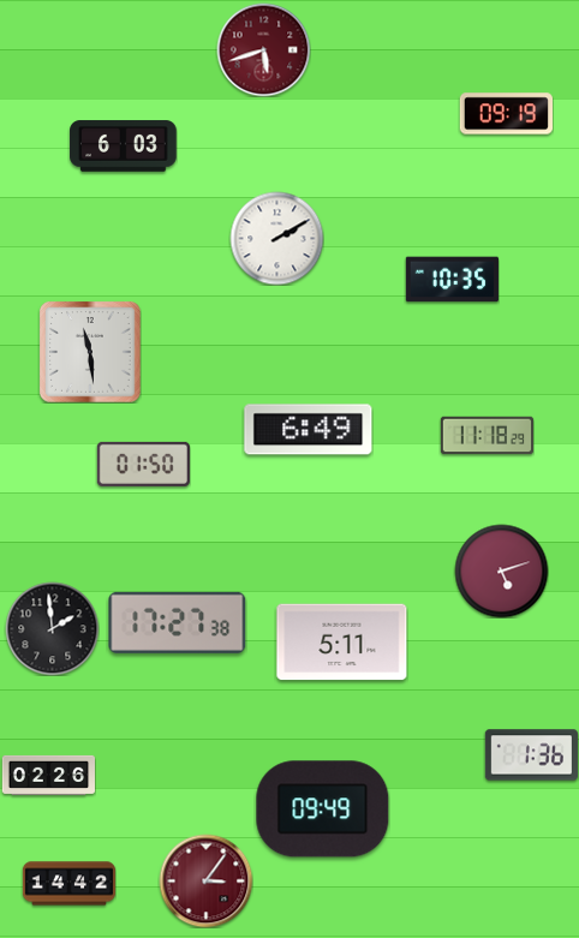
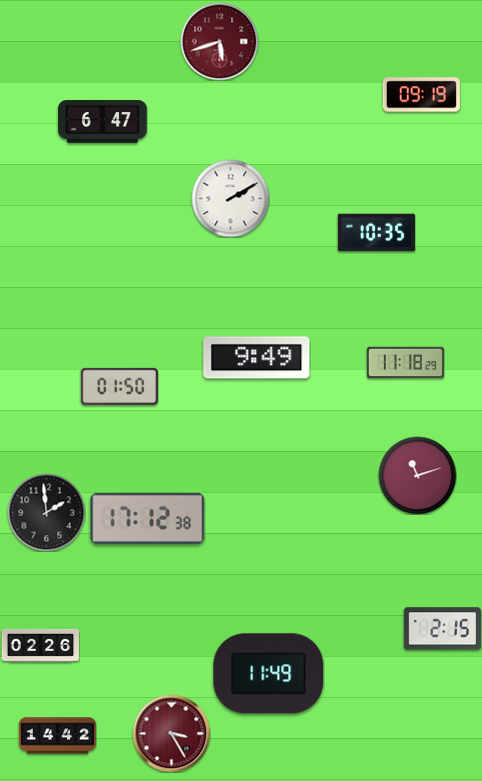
clock at (124, 147): 6:03 -> 6:47
clock at (90, 352): 11:29 -> none
clock at (309, 430): 6:49 -> 9:49
clock at (501, 570): 5:12 -> 11:12
clock at (178, 622): 17:27 -> 17:12
clock at (52, 628) position: (52, 628) -> (46, 512)
clock at (342, 643): 5:11 -> none
clock at (531, 755): 1:36 -> 2:15
clock at (323, 809): 09:49 -> 11:49
clock at (205, 880): 3:06 -> 3:25
